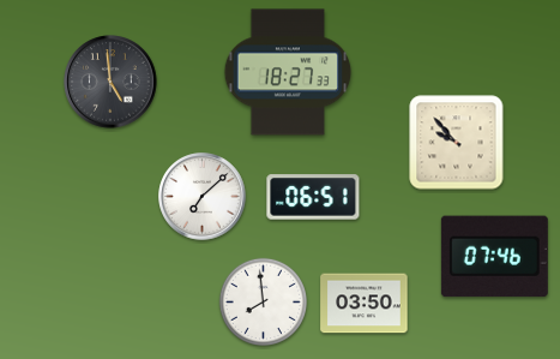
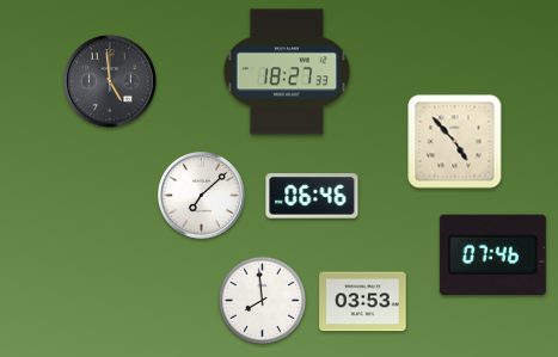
clock at (457, 143): 9:53 -> 4:53
clock at (313, 197): 06:51 -> 06:46
clock at (365, 304): 03:50 -> 03:53
